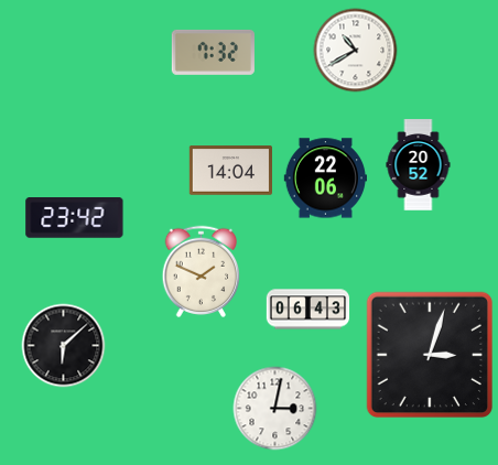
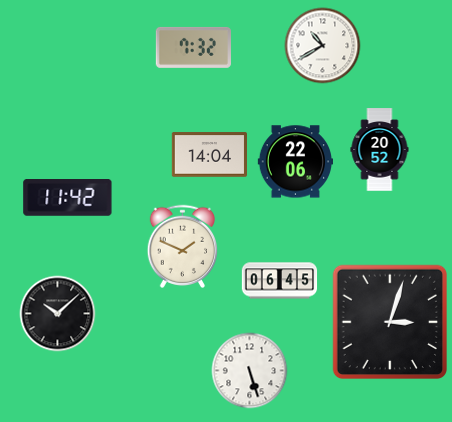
clock at (75, 218): 23:42 -> 11:42
clock at (308, 310): 06:43 -> 06:45
clock at (64, 346): 6:08 -> 10:08
clock at (275, 409): 3:02 -> 5:27
